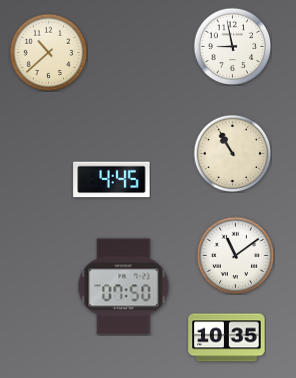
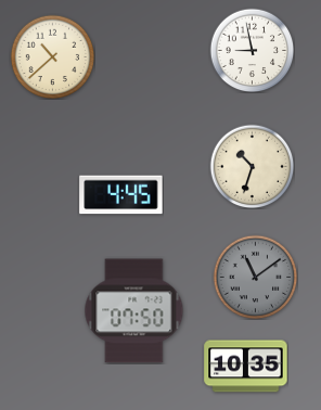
clock at (232, 153): 10:55 -> 10:33
clock at (235, 255) dial: white -> grey
